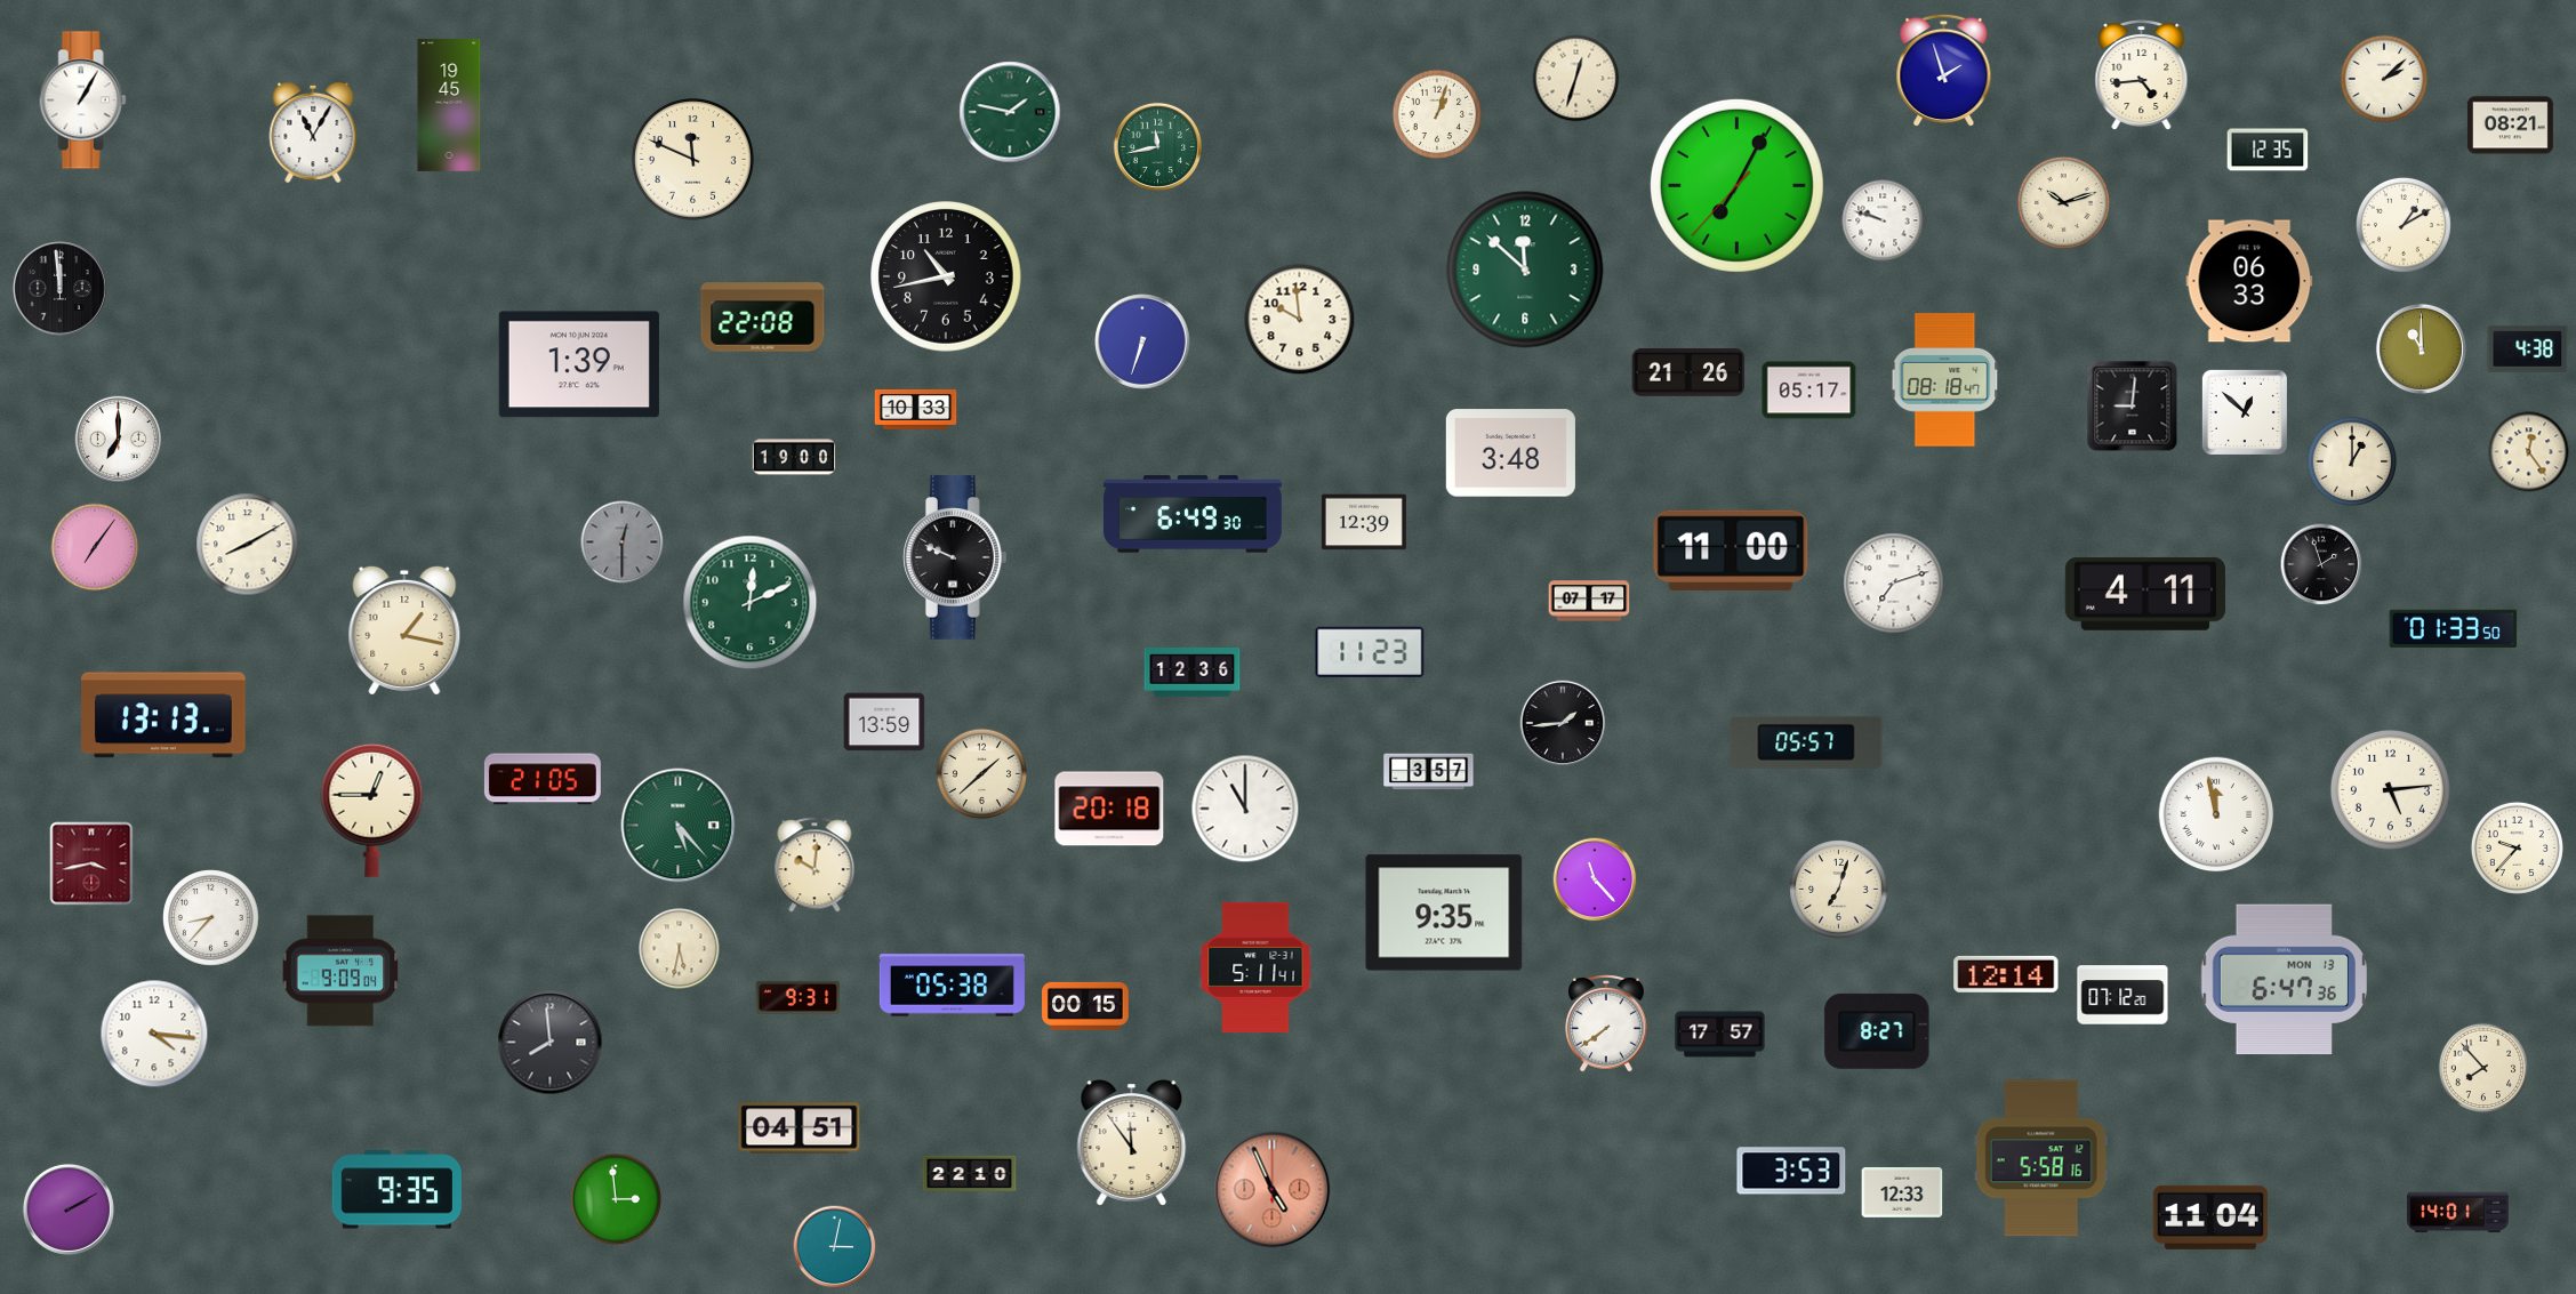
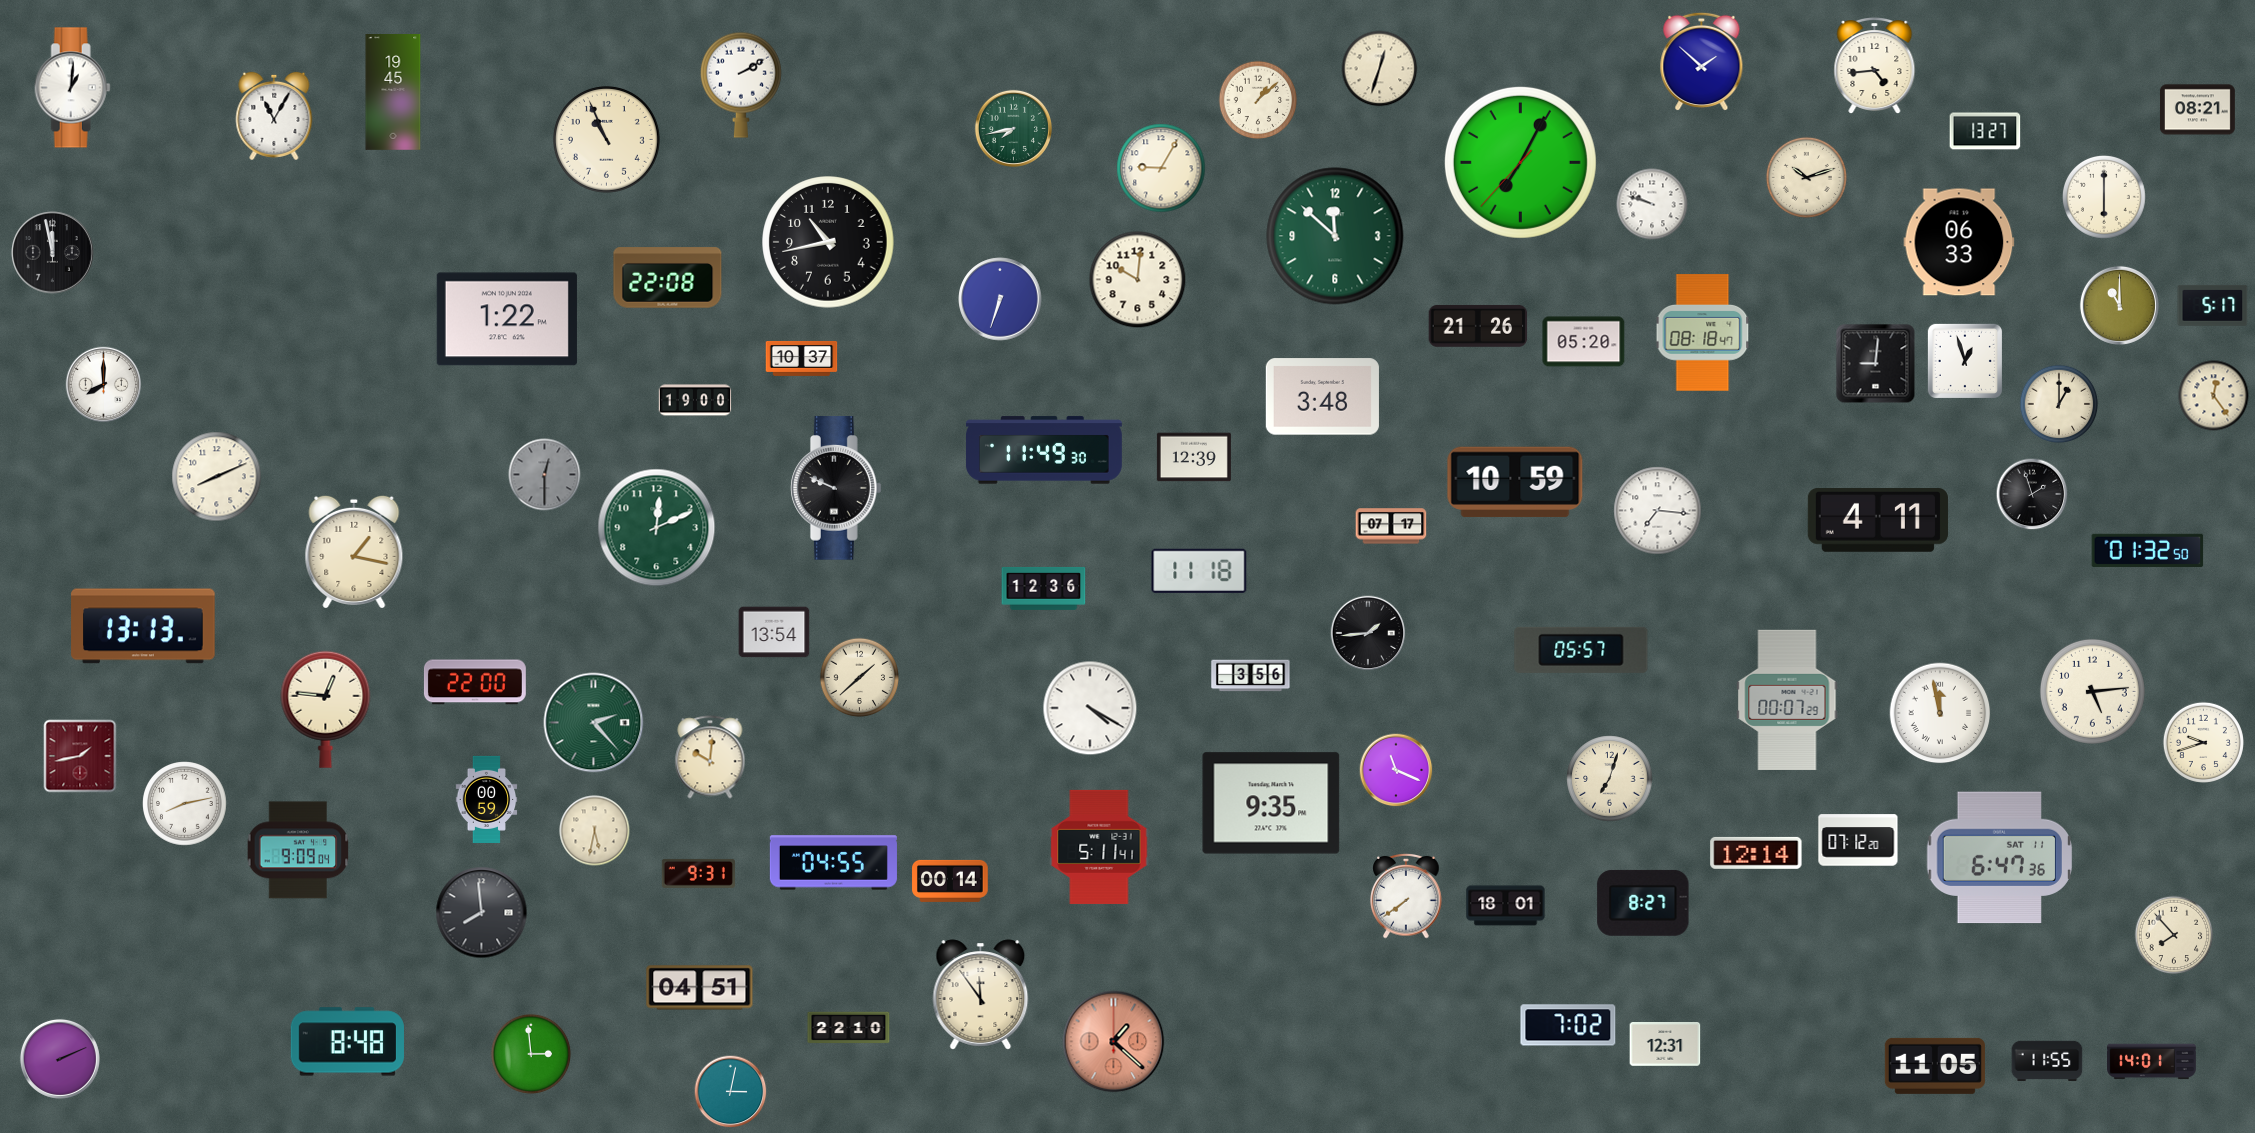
clock at (1944, 71): 1:57 -> 1:52
clock at (2384, 79): 2:08 -> none
clock at (741, 85): none -> 2:10
clock at (82, 101): 1:05 -> 1:01
clock at (1010, 112): 1:47 -> none
clock at (1437, 114): 1:03 -> 1:08
clock at (1157, 146): 11:43 -> 7:43
clock at (2268, 150): 12:35 -> 13:27
clock at (692, 159): 11:49 -> 10:56
clock at (1161, 168): none -> 9:05
clock at (1883, 220) position: (1883, 220) -> (1652, 204)
clock at (2405, 225): 1:10 -> 6:00
clock at (2249, 281) position: (2249, 281) -> (1959, 242)
clock at (61, 289): 11:59 -> 11:58
clock at (1300, 320): 9:59 -> 10:01
clock at (2528, 348): 4:38 -> 5:17
clock at (579, 364): 1:39 -> 1:22
clock at (1809, 391): 05:17 -> 05:20
clock at (2133, 407) position: (2133, 407) -> (1876, 364)
clock at (916, 409): 10:33 -> 10:37
clock at (2245, 412): 12:52 -> 12:57
clock at (119, 440): 7:00 -> 8:00
clock at (1193, 514): 6:49 -> 11:49
clock at (248, 545): 8:10 -> 8:11
clock at (95, 547): 7:06 -> none
clock at (1731, 550): 11:00 -> 10:59
clock at (1894, 584): 7:12 -> 7:16
clock at (2454, 628): 01:33 -> 01:32
clock at (1370, 652): 11:23 -> 11:18
clock at (884, 722): 13:59 -> 13:54
clock at (1429, 772): 3:57 -> 3:56
clock at (543, 779): 21:05 -> 22:00
clock at (1787, 700): none -> 00:07
clock at (1109, 809): 20:18 -> none
clock at (1245, 809): 11:00 -> 4:20
clock at (372, 810): 12:45 -> 12:46
clock at (679, 826): 5:23 -> 2:23
clock at (2517, 847): 9:37 -> 9:42
clock at (91, 863): 3:43 -> 1:43
clock at (814, 865) position: (814, 865) -> (710, 757)
clock at (1595, 879): 11:23 -> 11:19
clock at (487, 799): none -> 00:59
clock at (1444, 913) position: (1444, 913) -> (1271, 803)
clock at (211, 918): 8:37 -> 8:13
clock at (2284, 980) date: MON 13 -> SAT 11
clock at (952, 986): 05:38 -> 04:55
clock at (2122, 995) position: (2122, 995) -> (1858, 840)
clock at (1085, 1006): 00:15 -> 00:14
clock at (154, 1034): 4:16 -> none
clock at (1720, 1035): 17:57 -> 18:01
clock at (1132, 1143) position: (1132, 1143) -> (981, 995)
clock at (2041, 1158): 5:58 -> none
clock at (1791, 1171): 3:53 -> 7:02
clock at (396, 1190): 9:35 -> 8:48
clock at (1273, 1190): 4:56 -> 1:22
clock at (1902, 1193): 12:33 -> 12:31
clock at (615, 1198) position: (615, 1198) -> (530, 1053)
clock at (69, 1209): 2:10 -> 2:11
clock at (2047, 1061): none -> 11:55
clock at (2210, 1217): 11:04 -> 11:05
